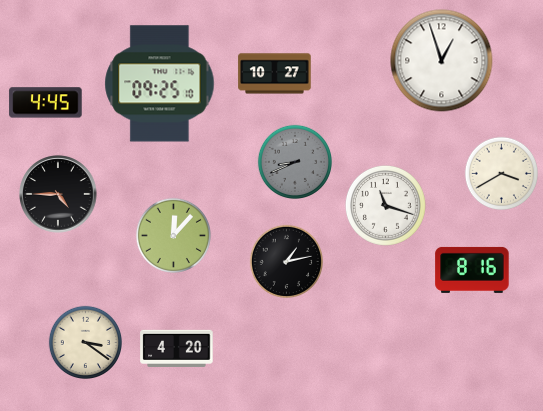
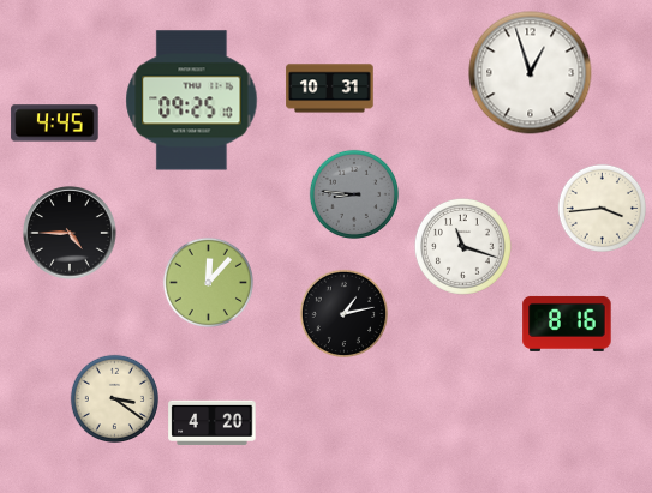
clock at (275, 74): 10:27 -> 10:31
clock at (294, 161): 8:41 -> 8:46
clock at (501, 173): 3:40 -> 3:44
clock at (85, 342) position: (85, 342) -> (114, 398)
clock at (177, 348) position: (177, 348) -> (213, 422)
